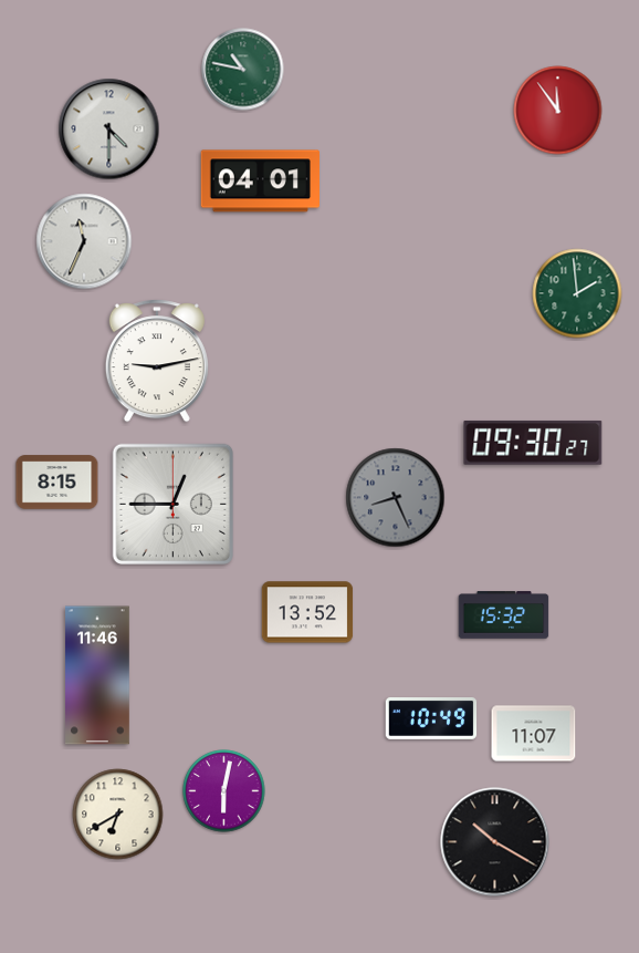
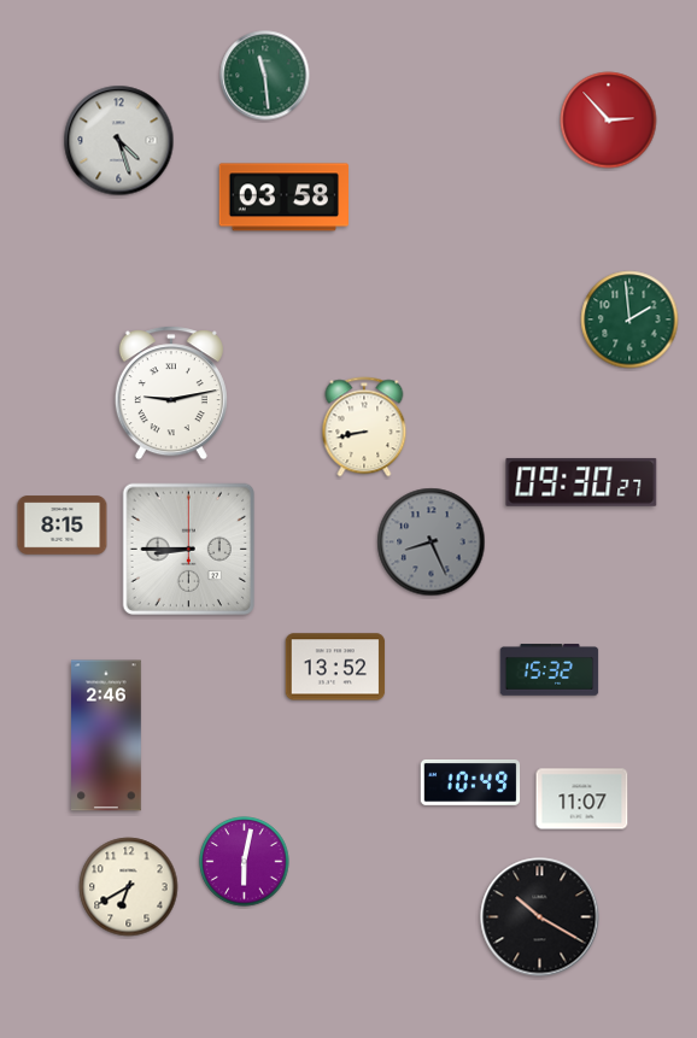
clock at (243, 70): 10:47 -> 11:29
clock at (558, 111): 11:54 -> 2:53
clock at (109, 130): 4:30 -> 4:27
clock at (260, 182): 04:01 -> 03:58
clock at (84, 241): 11:34 -> none
clock at (364, 427): none -> 8:43
clock at (172, 504): 12:45 -> 8:45
clock at (98, 675): 11:46 -> 2:46
